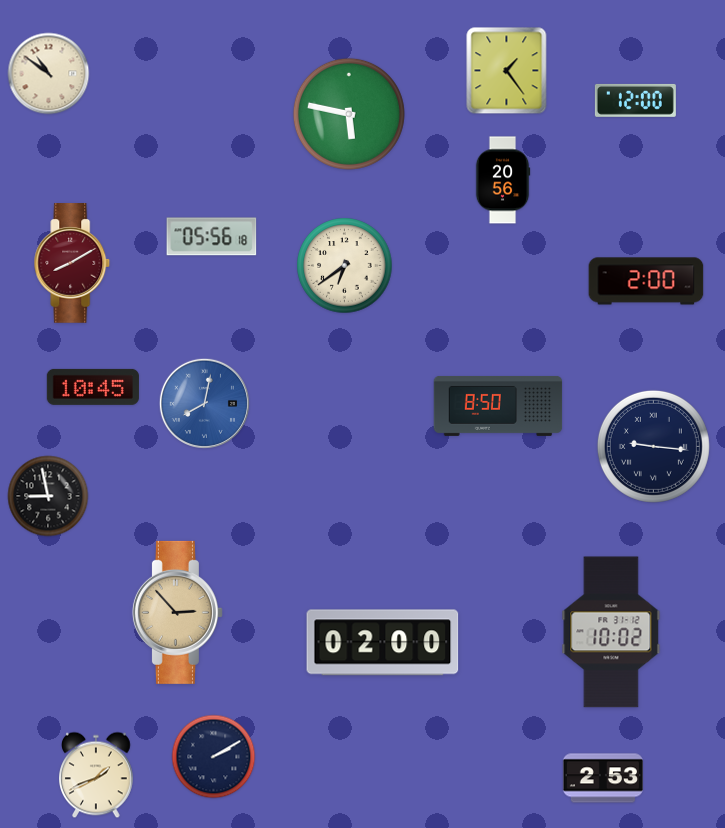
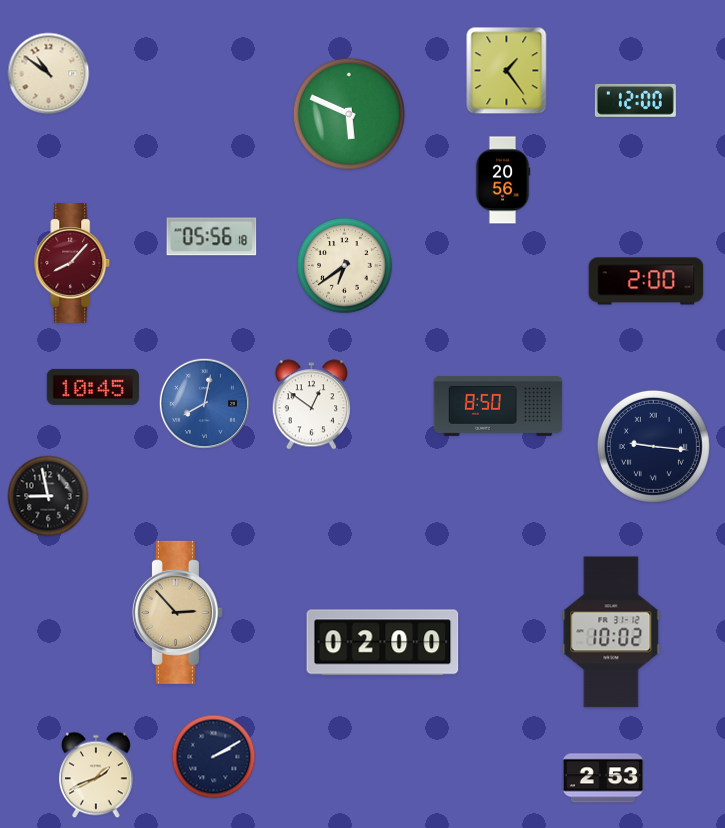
clock at (349, 114): 5:47 -> 5:49
clock at (72, 263): 8:10 -> 8:07
clock at (311, 405): none -> 12:51
